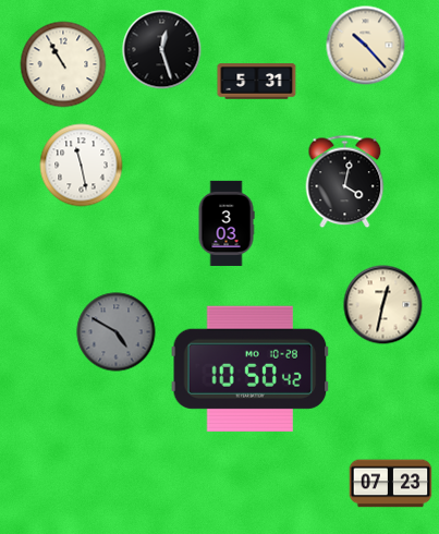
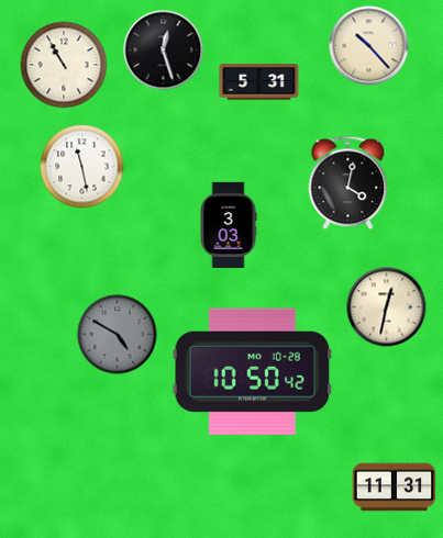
clock at (391, 484): 07:23 -> 11:31
